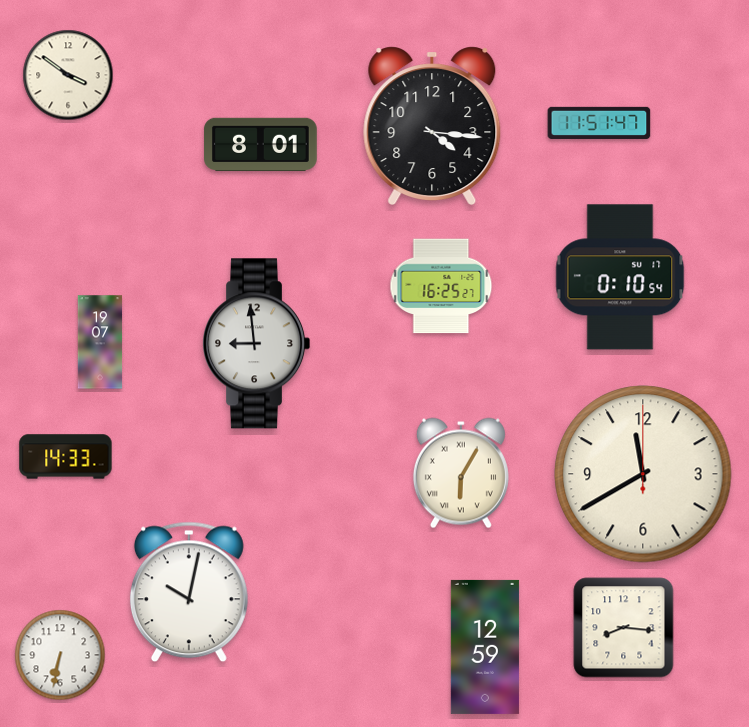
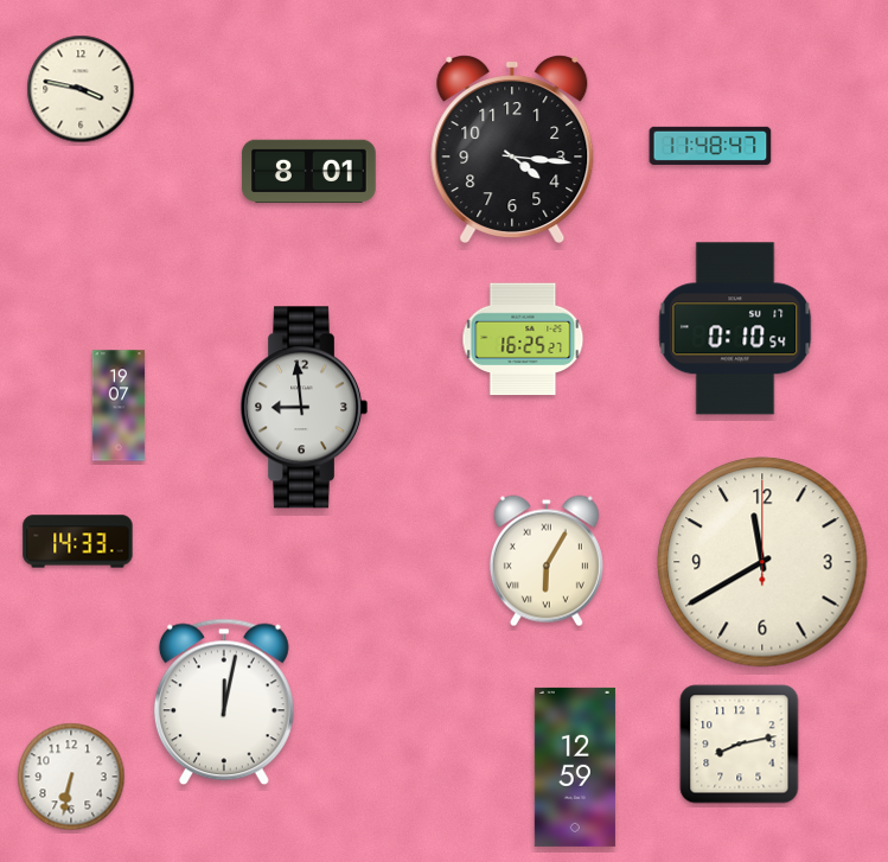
clock at (68, 75): 3:51 -> 3:47
clock at (599, 123): 11:51 -> 11:48
clock at (189, 592): 10:02 -> 12:02
clock at (624, 628): 8:16 -> 8:13
